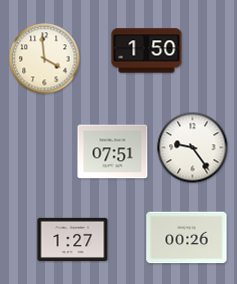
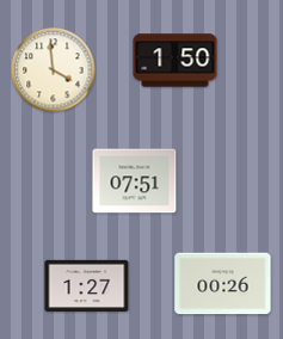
clock at (193, 148): 9:24 -> none
